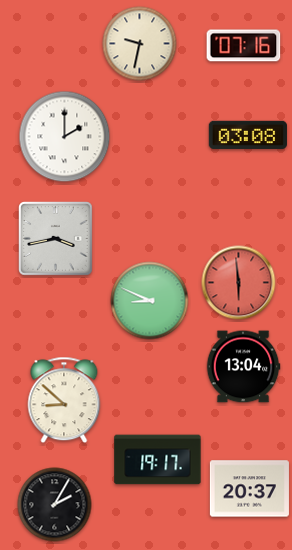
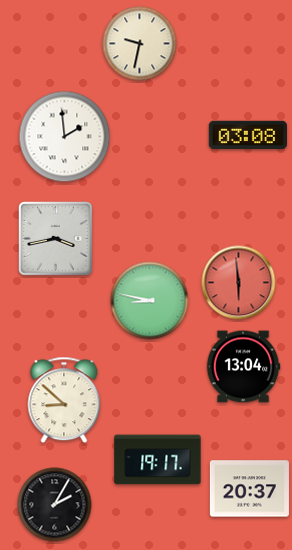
clock at (244, 46): 07:16 -> none
clock at (65, 137): 2:00 -> 1:59
clock at (150, 301): 8:49 -> 8:47
